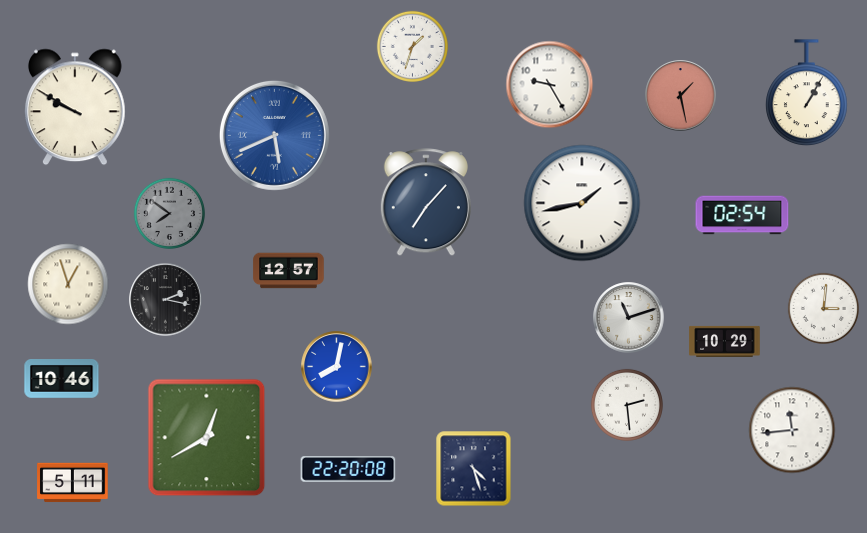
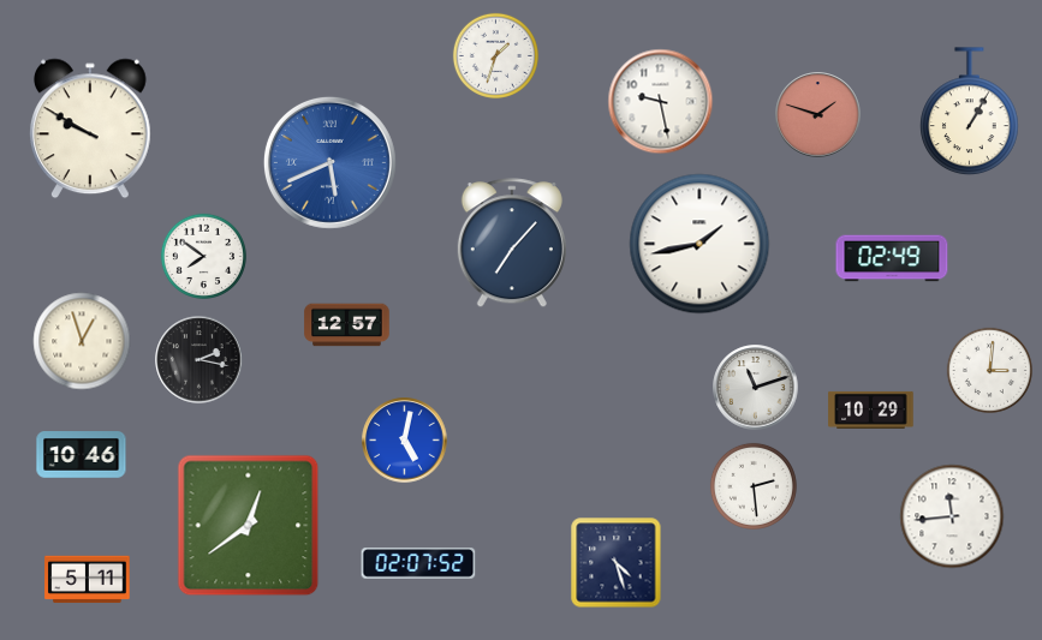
clock at (550, 85): 9:25 -> 9:28
clock at (681, 96): 1:28 -> 1:48
clock at (169, 213) dial: grey -> white
clock at (742, 215): 02:54 -> 02:49
clock at (629, 318) position: (629, 318) -> (756, 388)
clock at (337, 367): 8:02 -> 5:02
clock at (62, 379) position: (62, 379) -> (82, 455)
clock at (207, 438): 12:40 -> 12:39
clock at (348, 469): 22:20 -> 02:07
clock at (474, 469) position: (474, 469) -> (617, 563)
